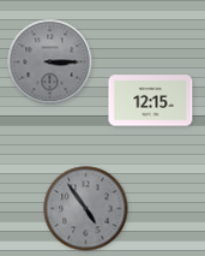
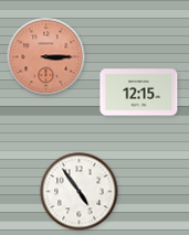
clock at (50, 62) dial: grey -> salmon
clock at (86, 209) dial: grey -> white
